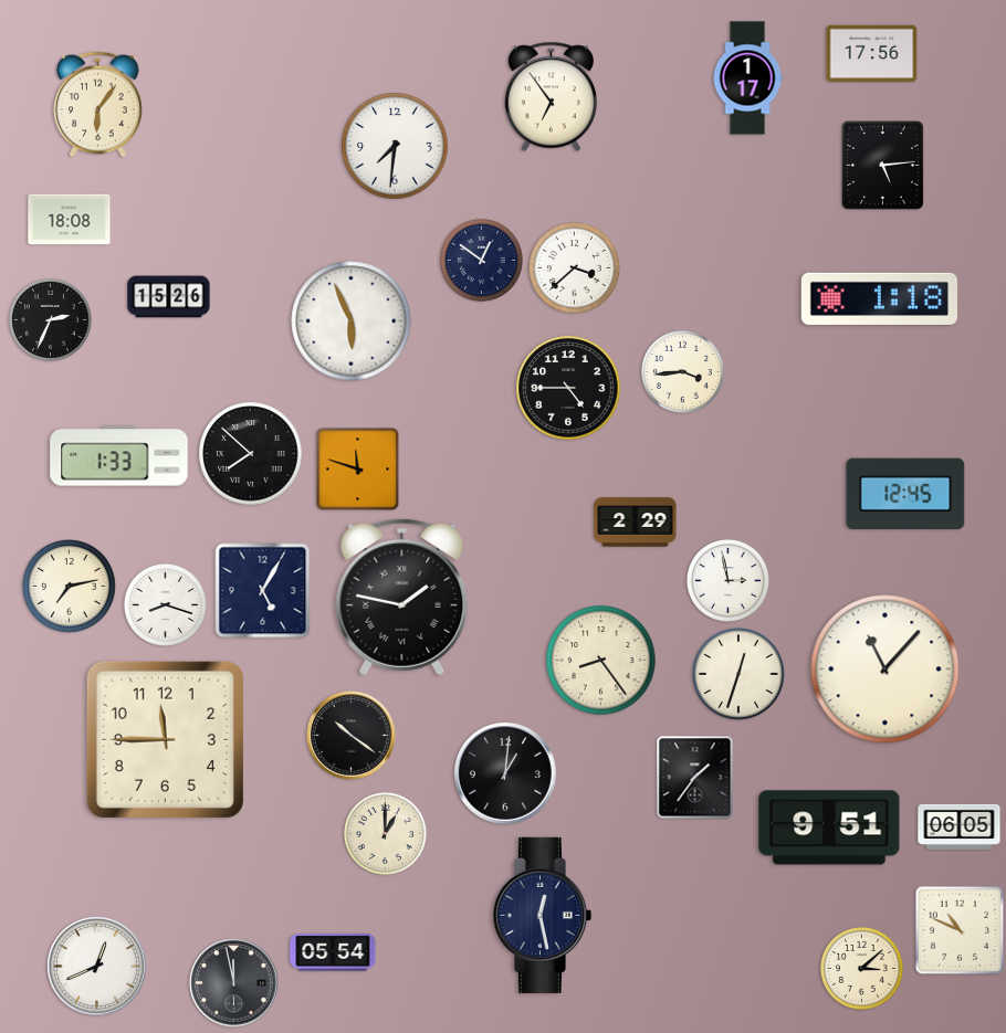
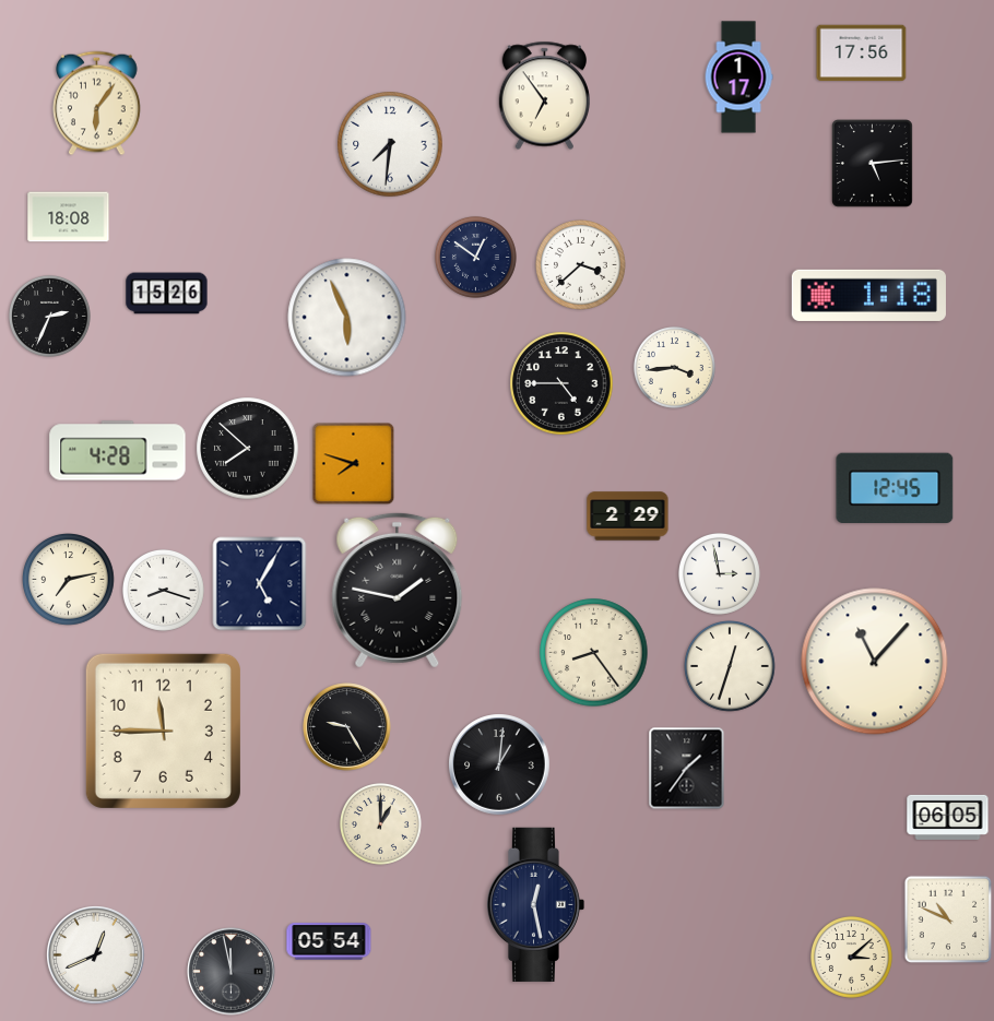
clock at (575, 268) position: (575, 268) -> (581, 265)
clock at (119, 456): 1:33 -> 4:28
clock at (358, 470): 11:48 -> 7:48
clock at (165, 604) position: (165, 604) -> (163, 590)
clock at (352, 736): 10:21 -> 9:25
clock at (829, 828): 9:51 -> none
